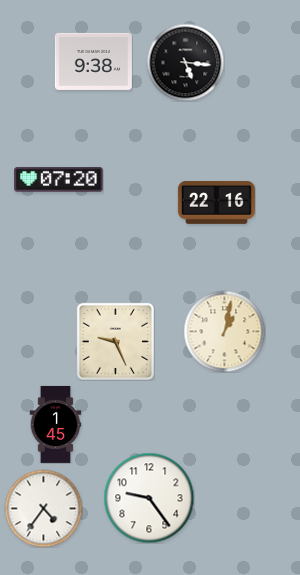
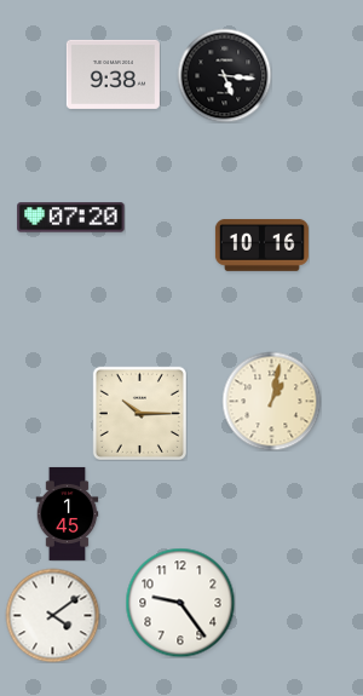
clock at (216, 202): 22:16 -> 10:16
clock at (115, 341): 9:26 -> 10:15
clock at (43, 508): 4:36 -> 4:09
